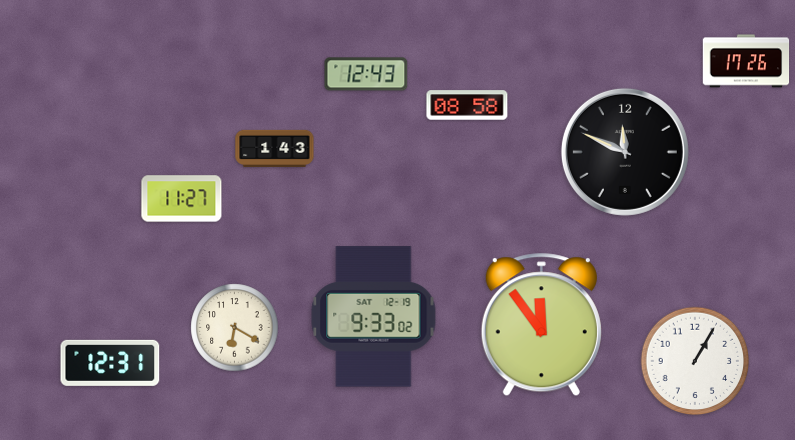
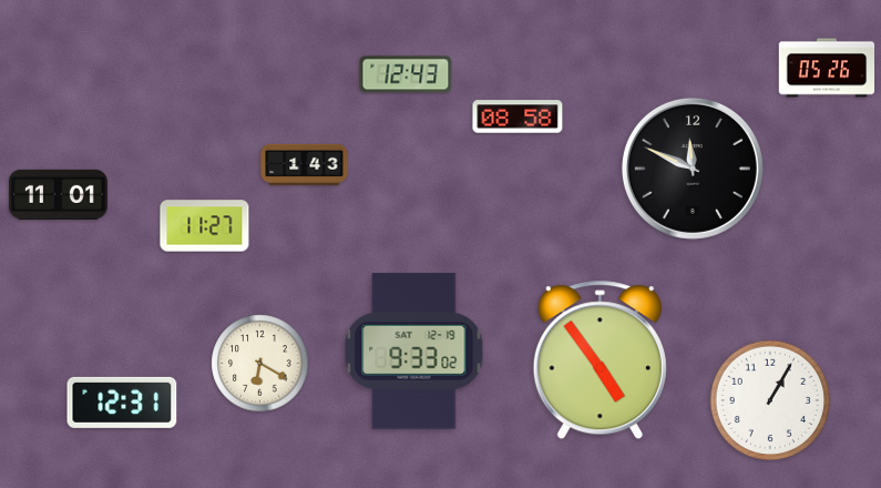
clock at (746, 61): 17:26 -> 05:26
clock at (366, 74) position: (366, 74) -> (406, 74)
clock at (58, 194): none -> 11:01
clock at (182, 199) position: (182, 199) -> (205, 226)
clock at (541, 325): 11:54 -> 4:54
